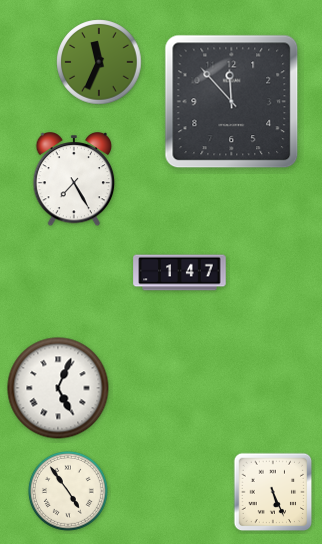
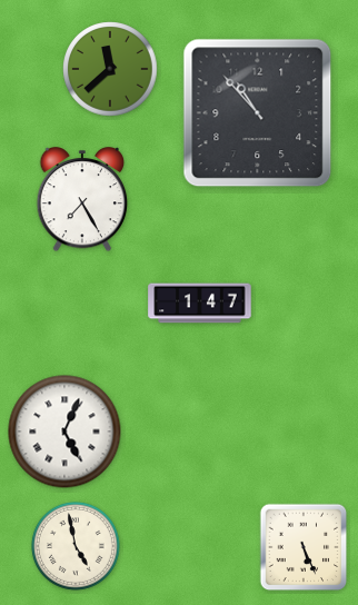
clock at (99, 62): 11:34 -> 11:38
clock at (232, 102): 11:53 -> 10:53
clock at (68, 491): 4:54 -> 4:58
